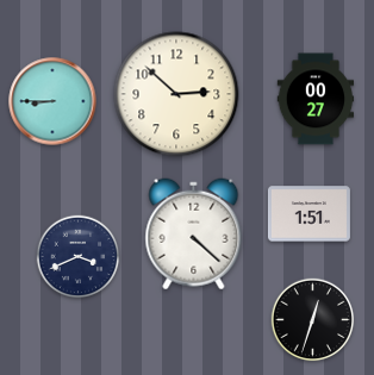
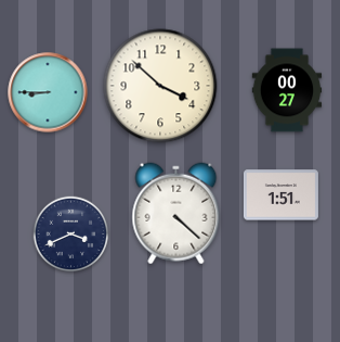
clock at (176, 94): 2:52 -> 3:52
clock at (313, 320): 12:33 -> none
